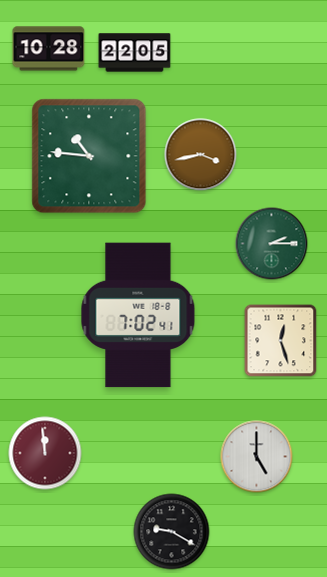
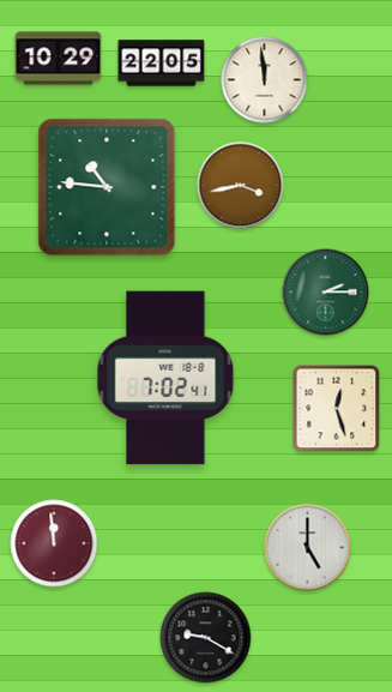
clock at (49, 49): 10:28 -> 10:29
clock at (265, 80): none -> 11:59
